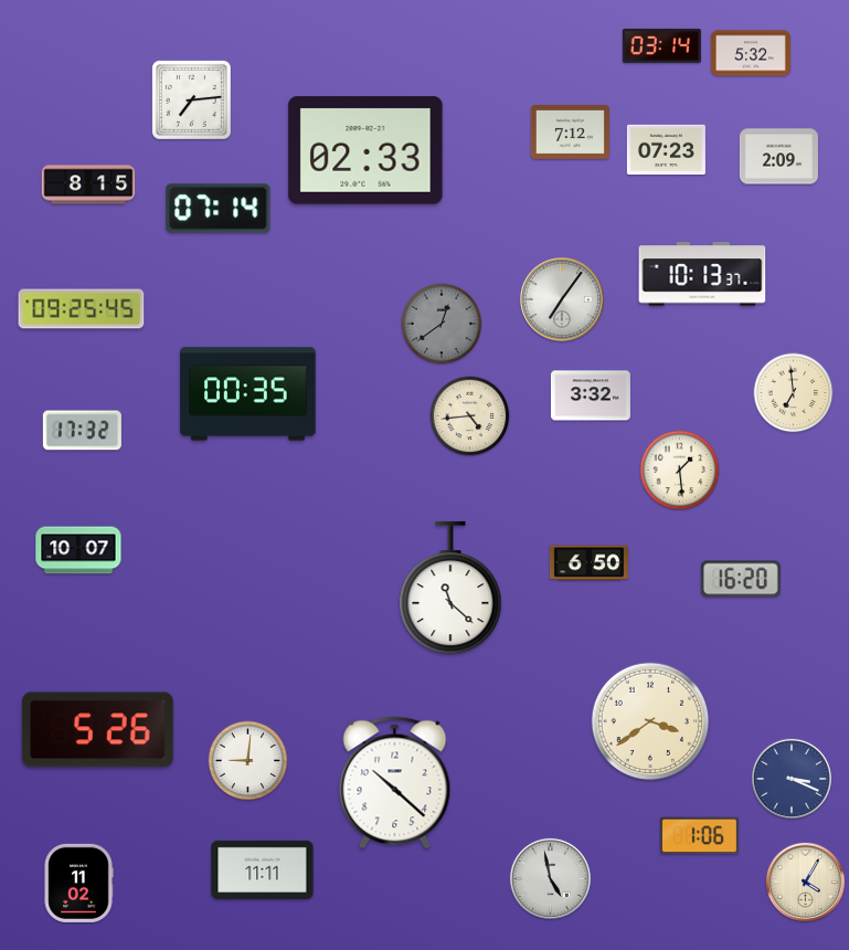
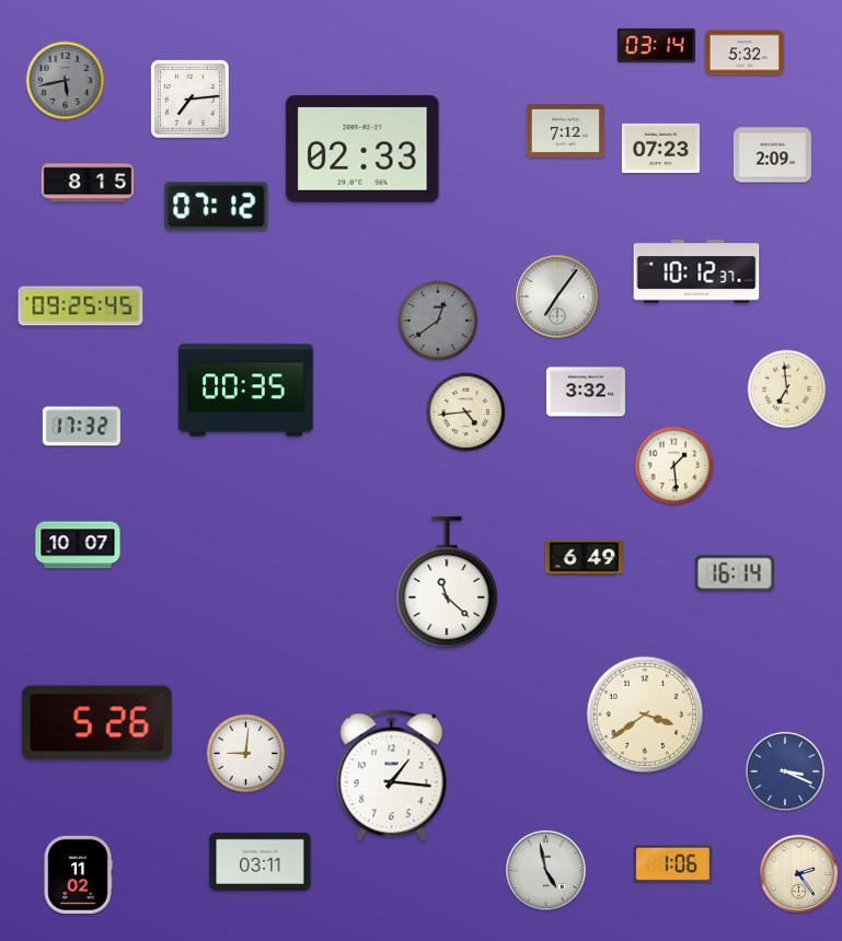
clock at (66, 81): none -> 5:43
clock at (219, 209): 07:14 -> 07:12
clock at (702, 274): 10:13 -> 10:12
clock at (588, 563): 6:50 -> 6:49
clock at (741, 579): 16:20 -> 16:14
clock at (395, 783): 10:22 -> 1:16
clock at (699, 836) position: (699, 836) -> (672, 864)
clock at (263, 869): 11:11 -> 03:11
clock at (805, 882): 4:05 -> 2:24
